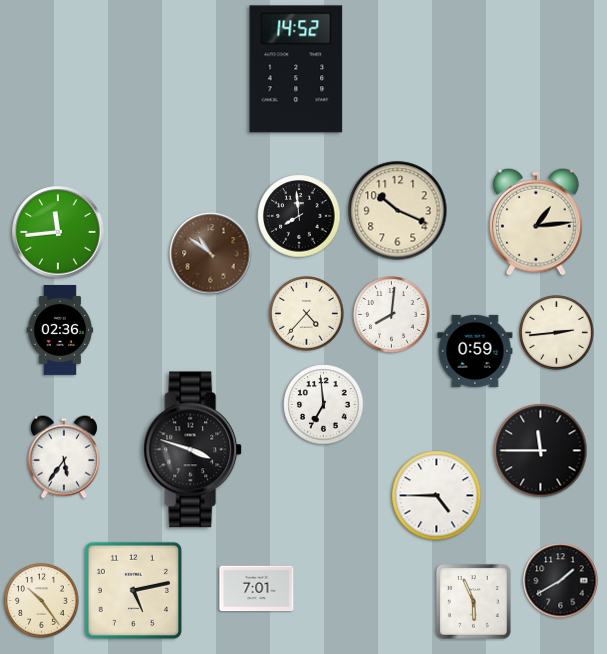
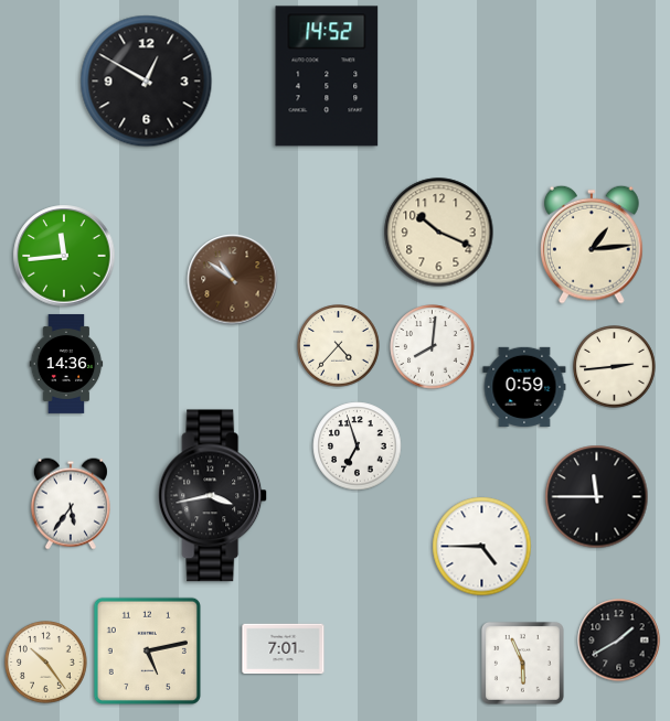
clock at (147, 82): none -> 12:50
clock at (299, 216): 7:59 -> none
clock at (60, 330): 02:36 -> 14:36
clock at (324, 405): 6:59 -> 6:57
clock at (193, 450): 3:48 -> 3:43
